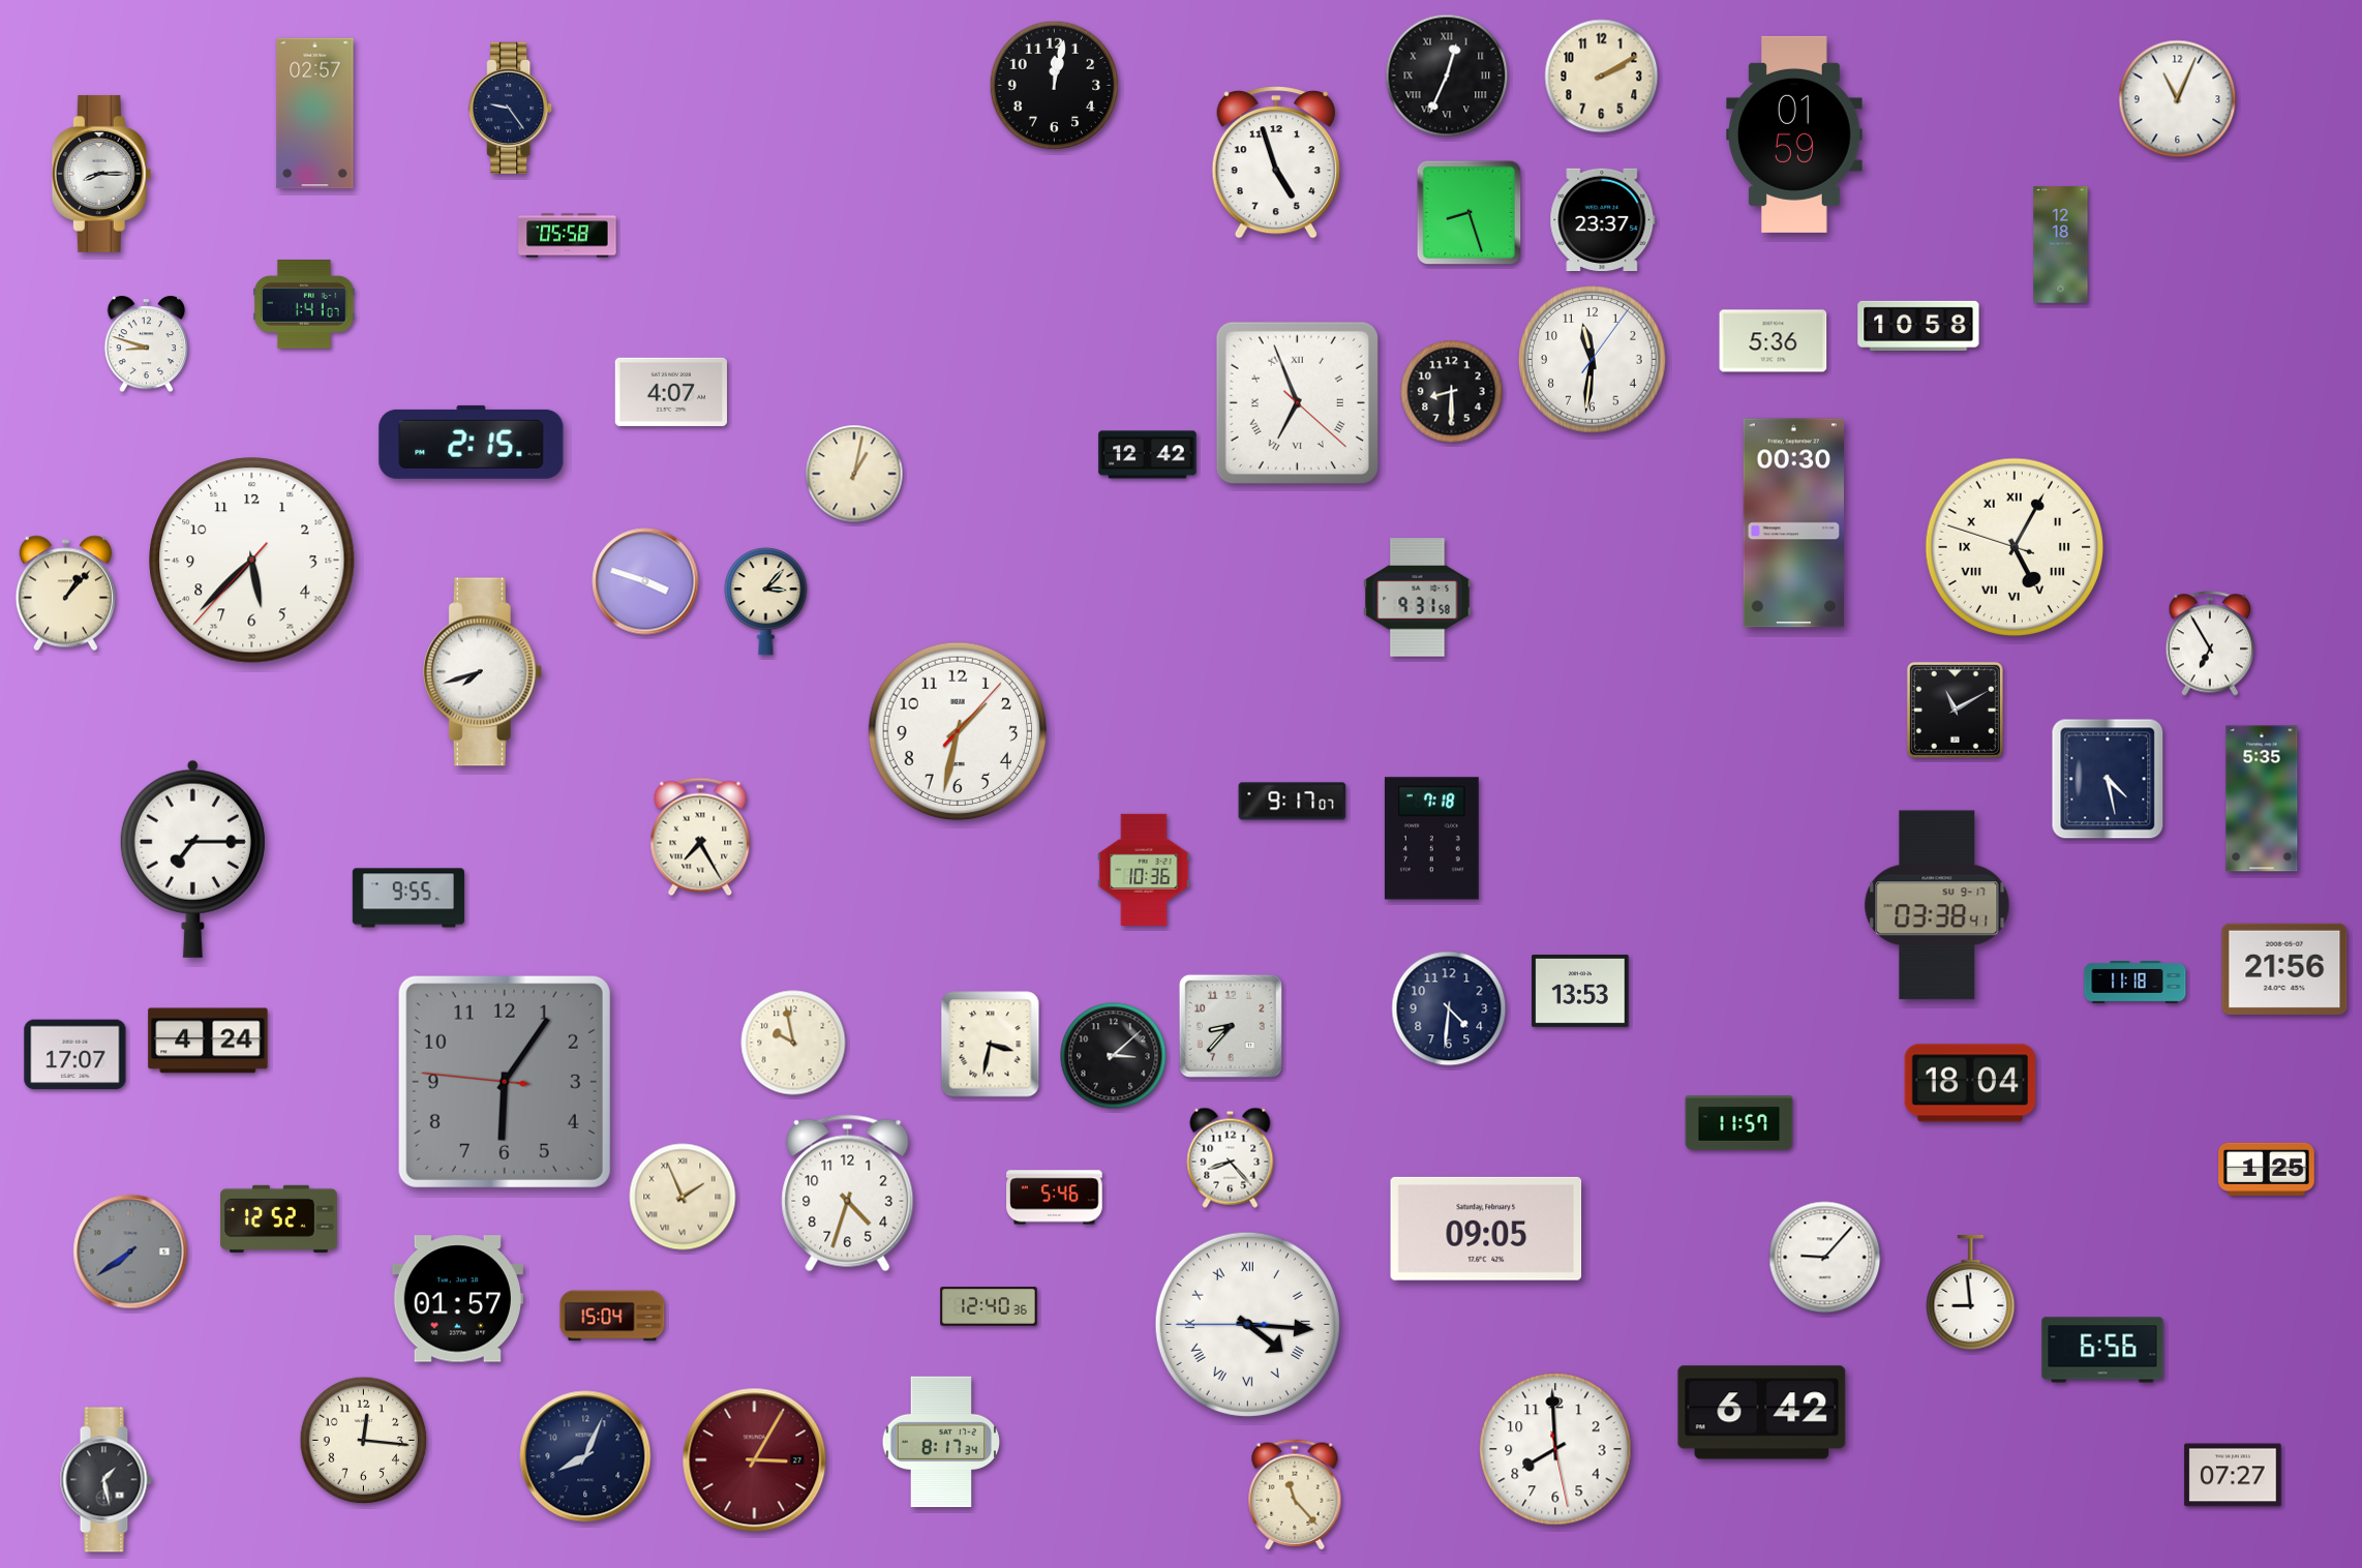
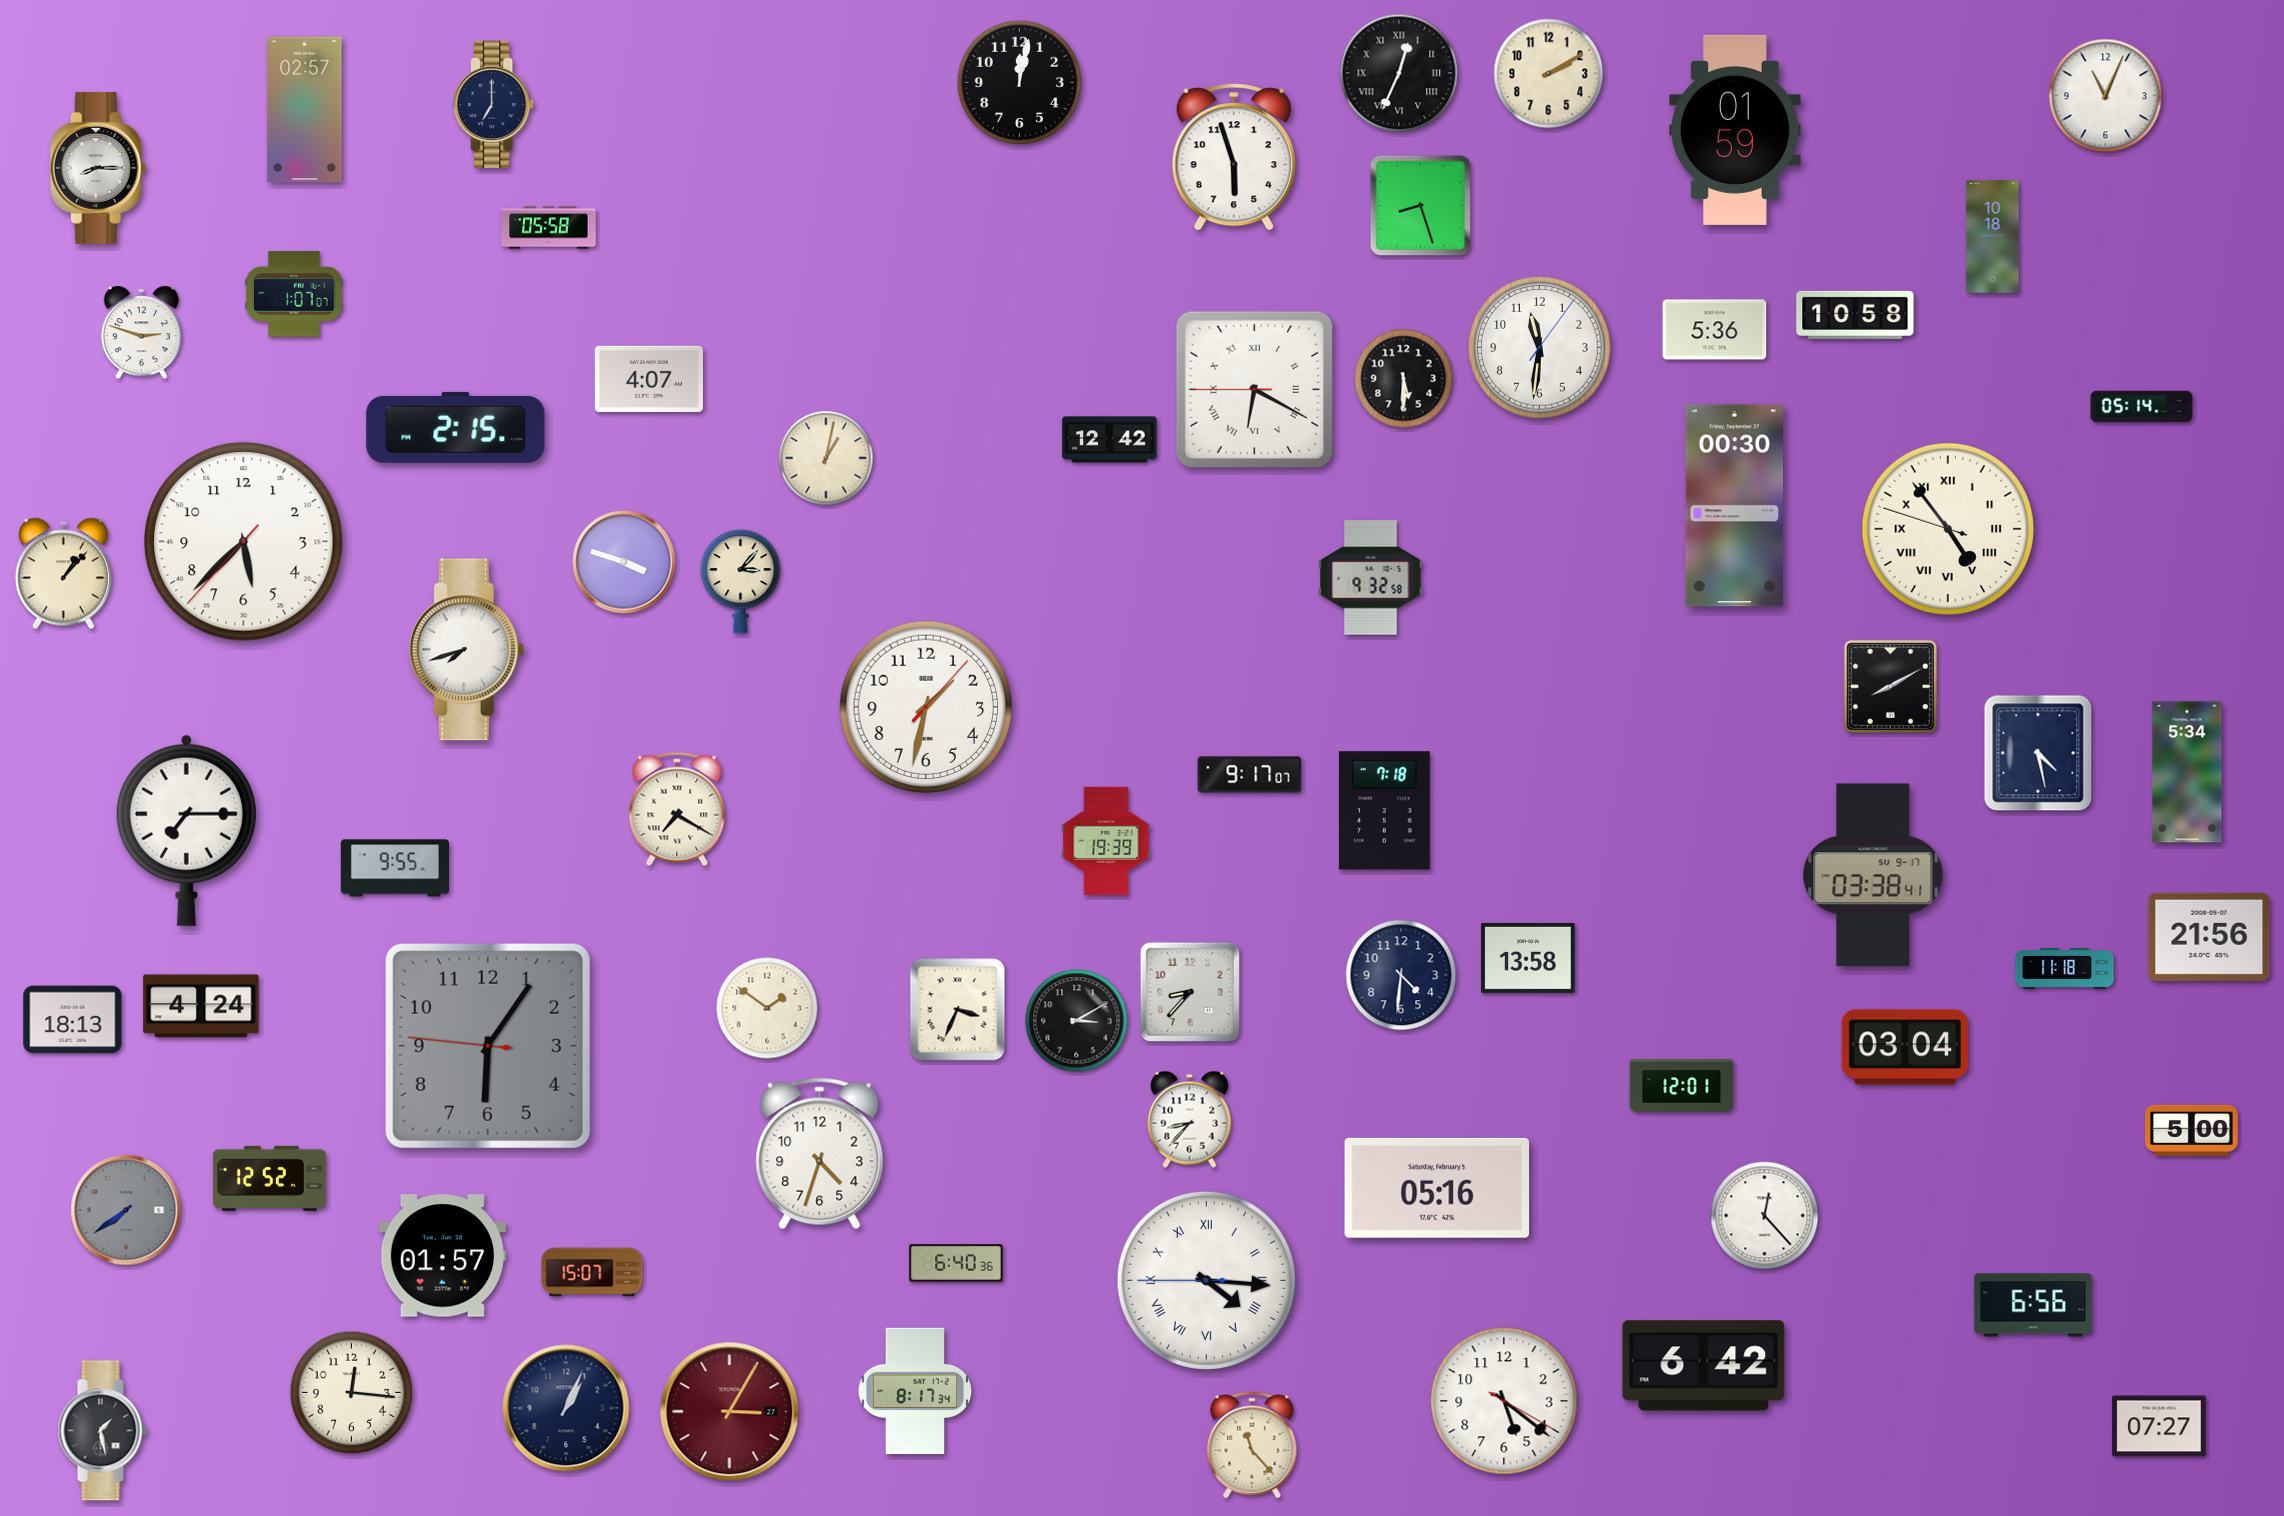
clock at (511, 108): 9:24 -> 7:00
clock at (1276, 162): 4:57 -> 5:57
clock at (1603, 220): 23:37 -> none
clock at (2061, 245): 12:18 -> 10:18
clock at (304, 305): 1:41 -> 1:07
clock at (147, 344): 8:48 -> 2:48
clock at (1452, 392): 8:30 -> 5:30
clock at (1297, 402): 6:56 -> 6:19
clock at (2142, 407): none -> 05:14
clock at (2015, 547): 5:04 -> 4:53
clock at (1418, 598): 9:31 -> 9:32
clock at (2210, 643): 6:55 -> none
clock at (1955, 710): 11:10 -> 8:10
clock at (2262, 798): 5:35 -> 5:34
clock at (700, 837): 7:25 -> 7:20
clock at (1144, 870): 10:36 -> 19:39
clock at (2136, 983) position: (2136, 983) -> (2065, 969)
clock at (1580, 991): 13:53 -> 13:58
clock at (793, 1043): 9:58 -> 1:51
clock at (991, 1045): 3:32 -> 3:34
clock at (75, 1055): 17:07 -> 18:13
clock at (1114, 1056): 3:08 -> 3:10
clock at (1970, 1083): 18:04 -> 03:04
clock at (1739, 1123): 11:57 -> 12:01
clock at (1231, 1157): 8:23 -> 8:37
clock at (2267, 1169): 1:25 -> 5:00
clock at (683, 1197): 1:56 -> none
clock at (1055, 1198): 5:46 -> none
clock at (1486, 1229): 09:05 -> 05:16
clock at (1825, 1258): 9:07 -> 12:23
clock at (1971, 1293): 8:59 -> none
clock at (989, 1306): 12:40 -> 6:40
clock at (612, 1316): 15:04 -> 15:07
clock at (941, 1442) position: (941, 1442) -> (915, 1391)
clock at (1555, 1449): 7:59 -> 5:21
clock at (585, 1456): 8:04 -> 1:04
